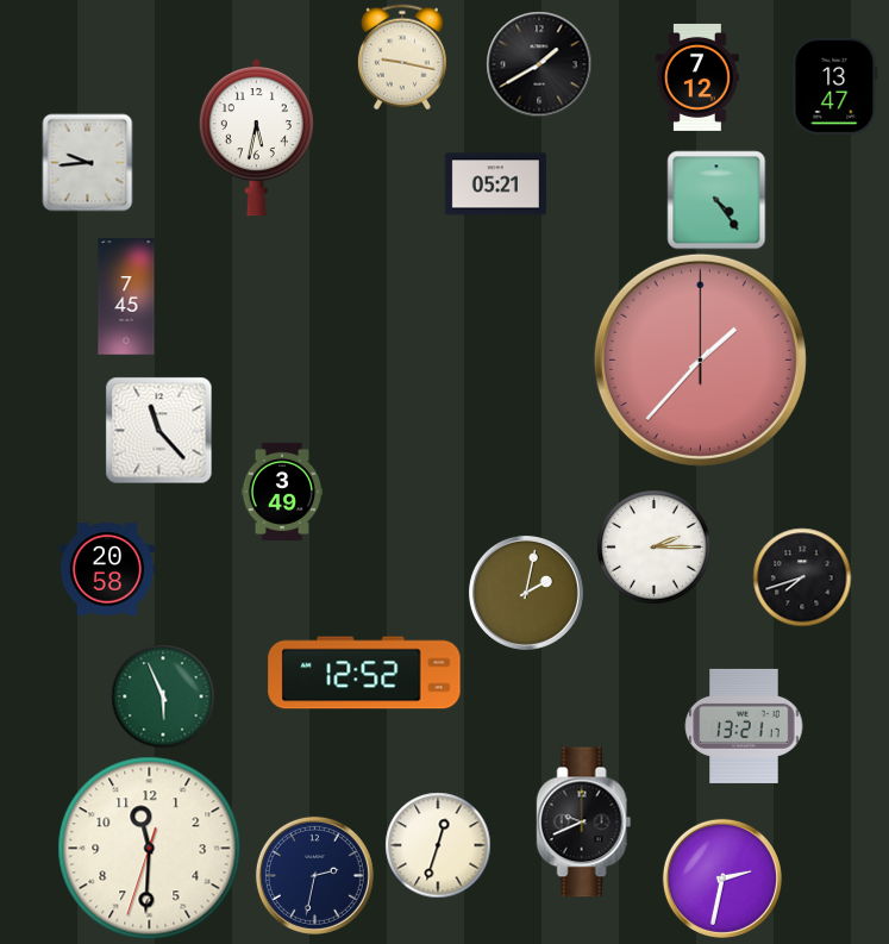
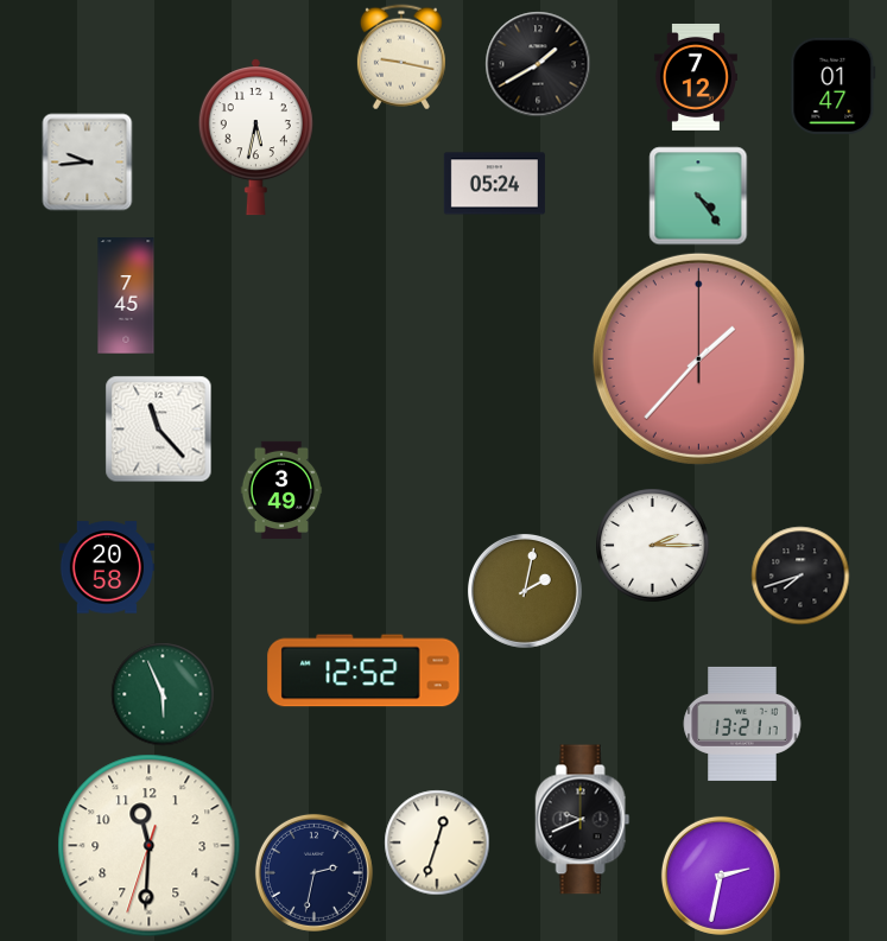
clock at (835, 86): 13:47 -> 01:47
clock at (495, 185): 05:21 -> 05:24
clock at (716, 200) position: (716, 200) -> (698, 196)
